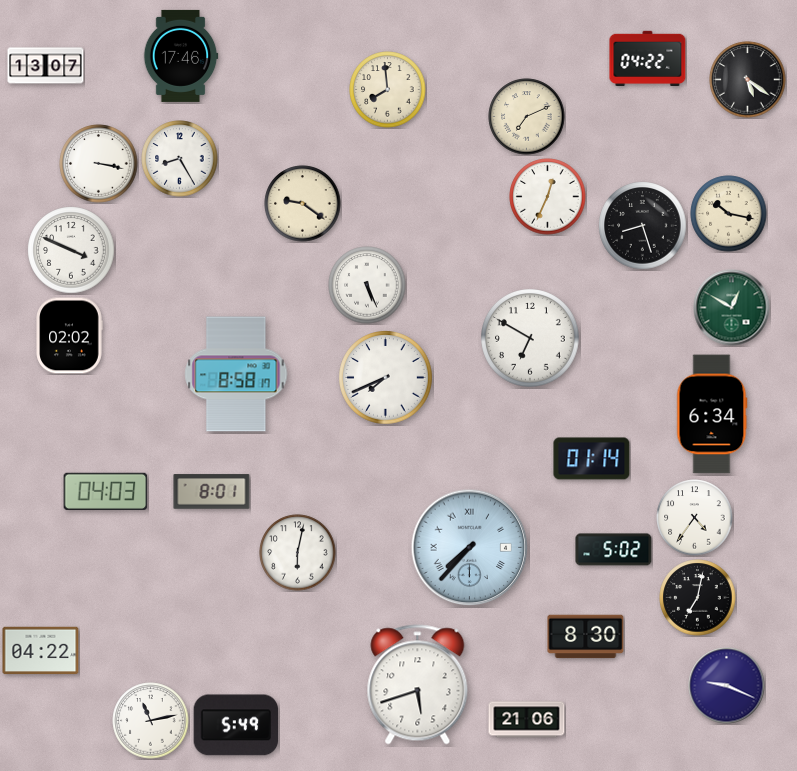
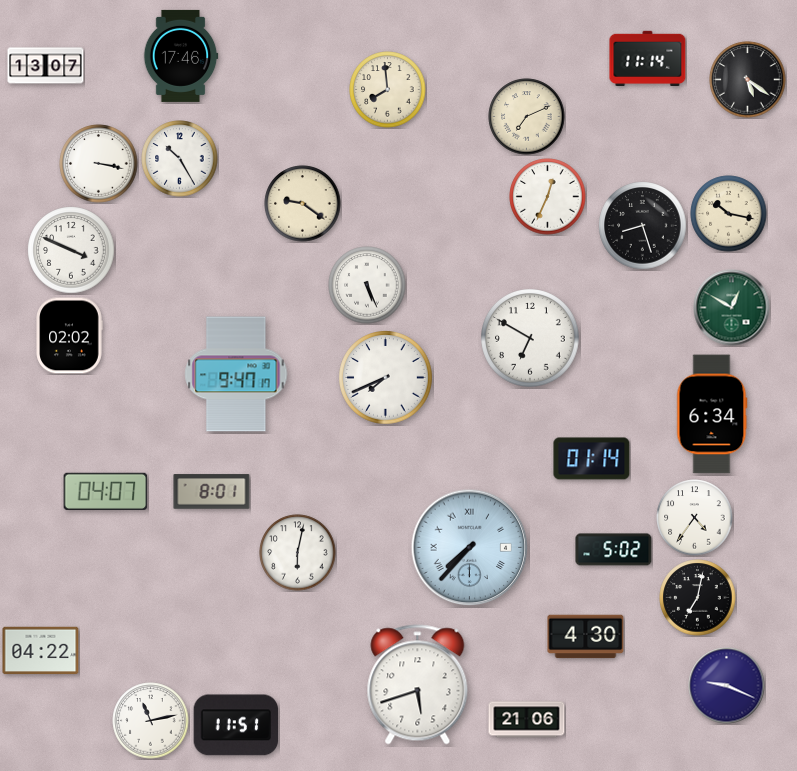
clock at (648, 58): 04:22 -> 11:14
clock at (180, 159): 8:25 -> 10:25
clock at (236, 374): 8:58 -> 9:47
clock at (106, 491): 04:03 -> 04:07
clock at (586, 637): 8:30 -> 4:30
clock at (236, 725): 5:49 -> 11:51
